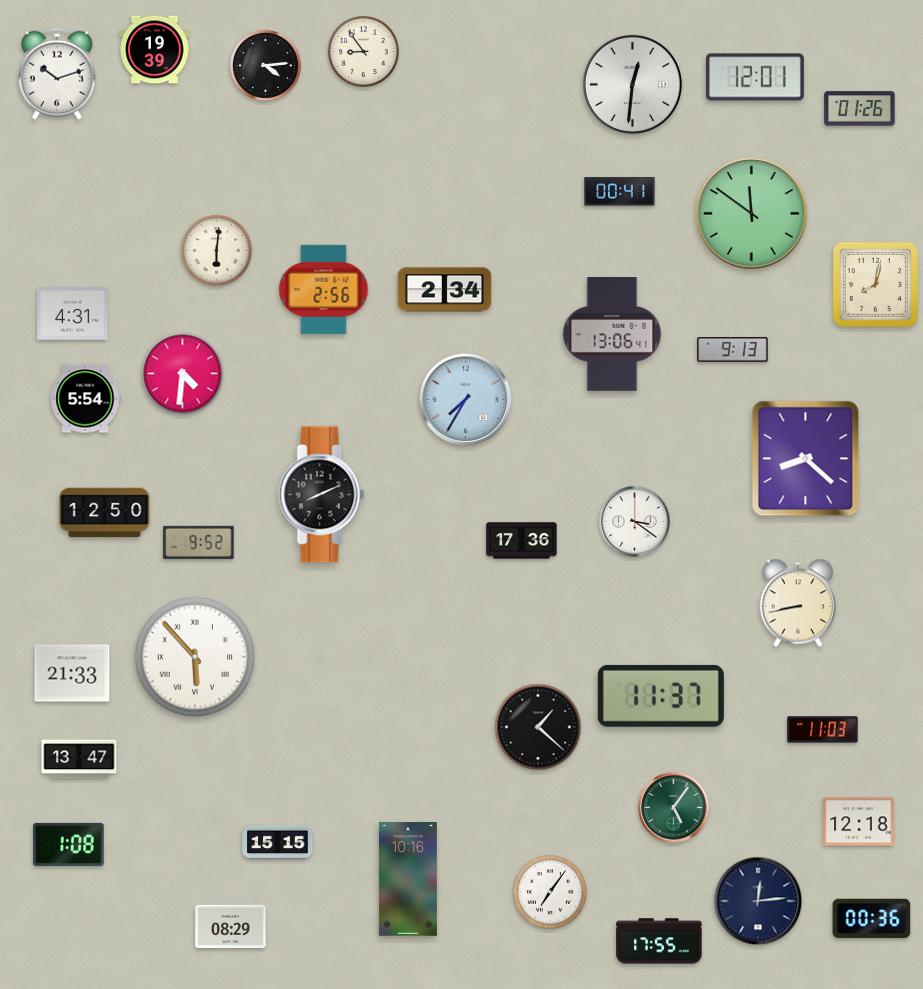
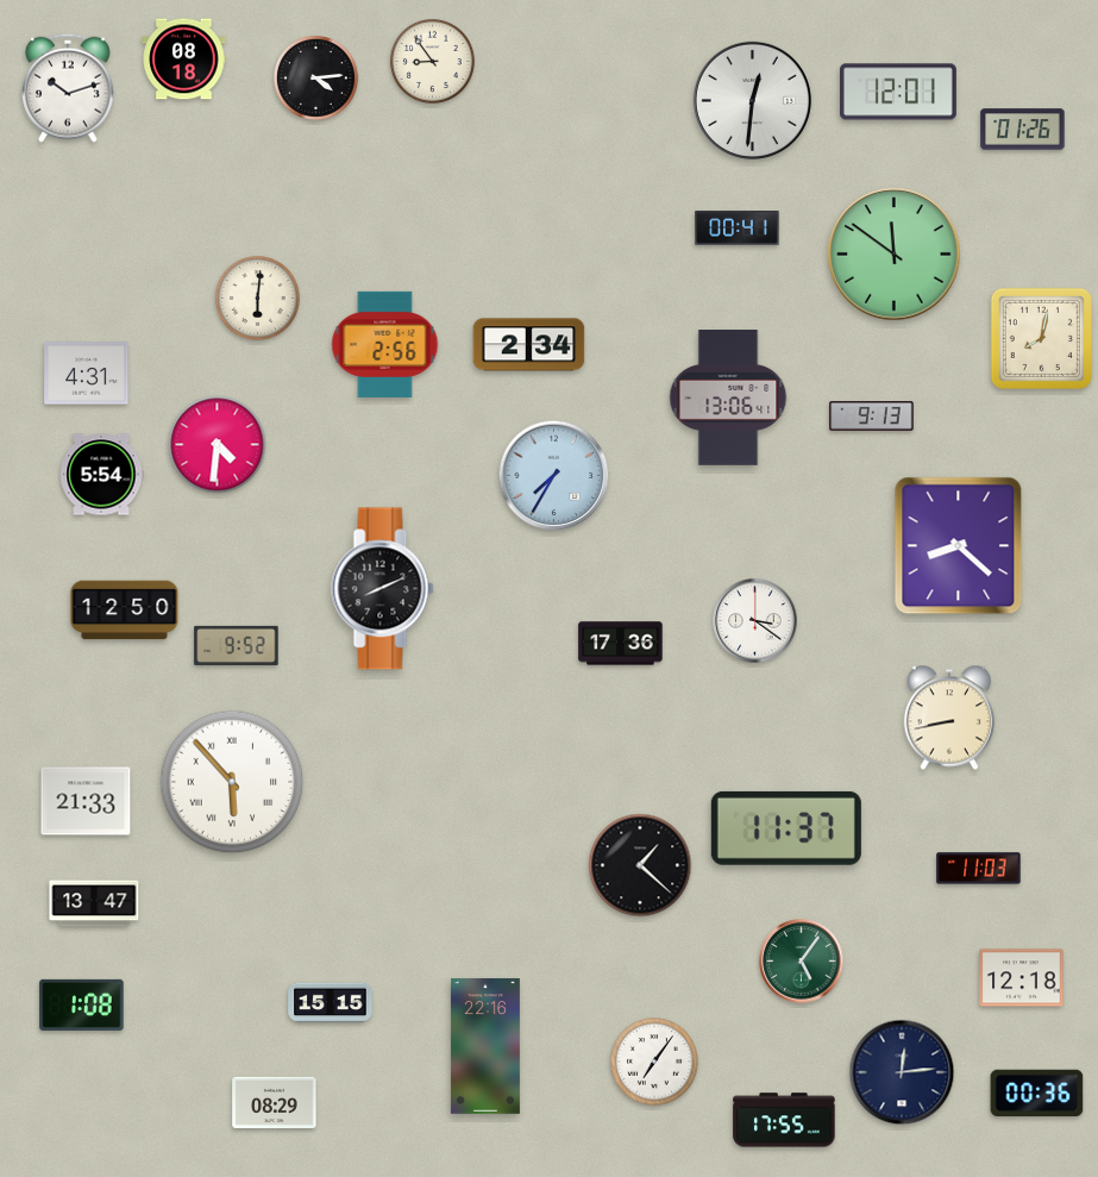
clock at (155, 50): 19:39 -> 08:18
clock at (408, 879): 10:16 -> 22:16
